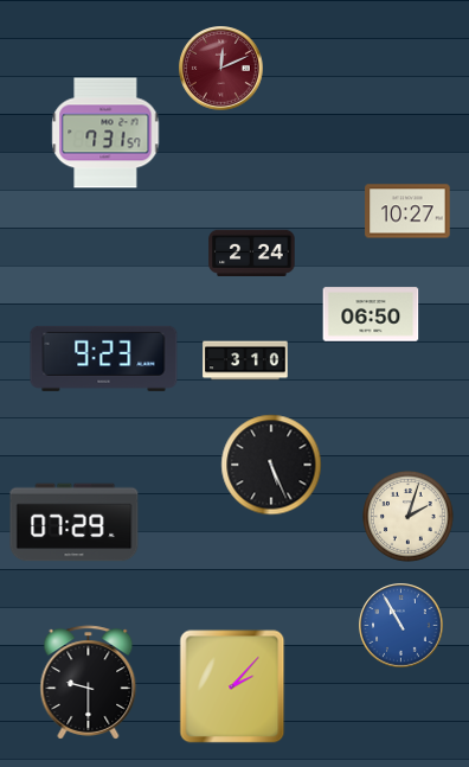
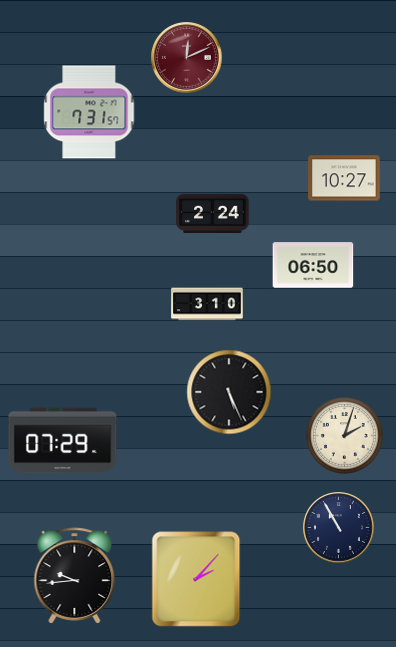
clock at (104, 358): 9:23 -> none
clock at (401, 626) dial: blue -> navy
clock at (89, 683): 9:30 -> 9:44
